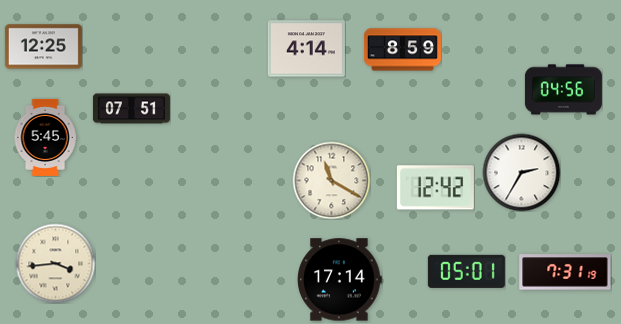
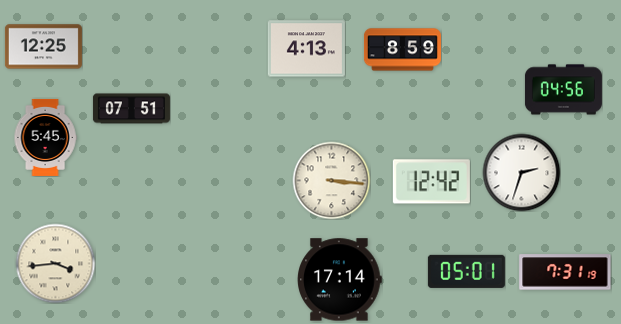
clock at (306, 49): 4:14 -> 4:13
clock at (521, 172): 2:35 -> 2:33
clock at (331, 180): 11:20 -> 3:16
clock at (435, 188) position: (435, 188) -> (431, 182)
